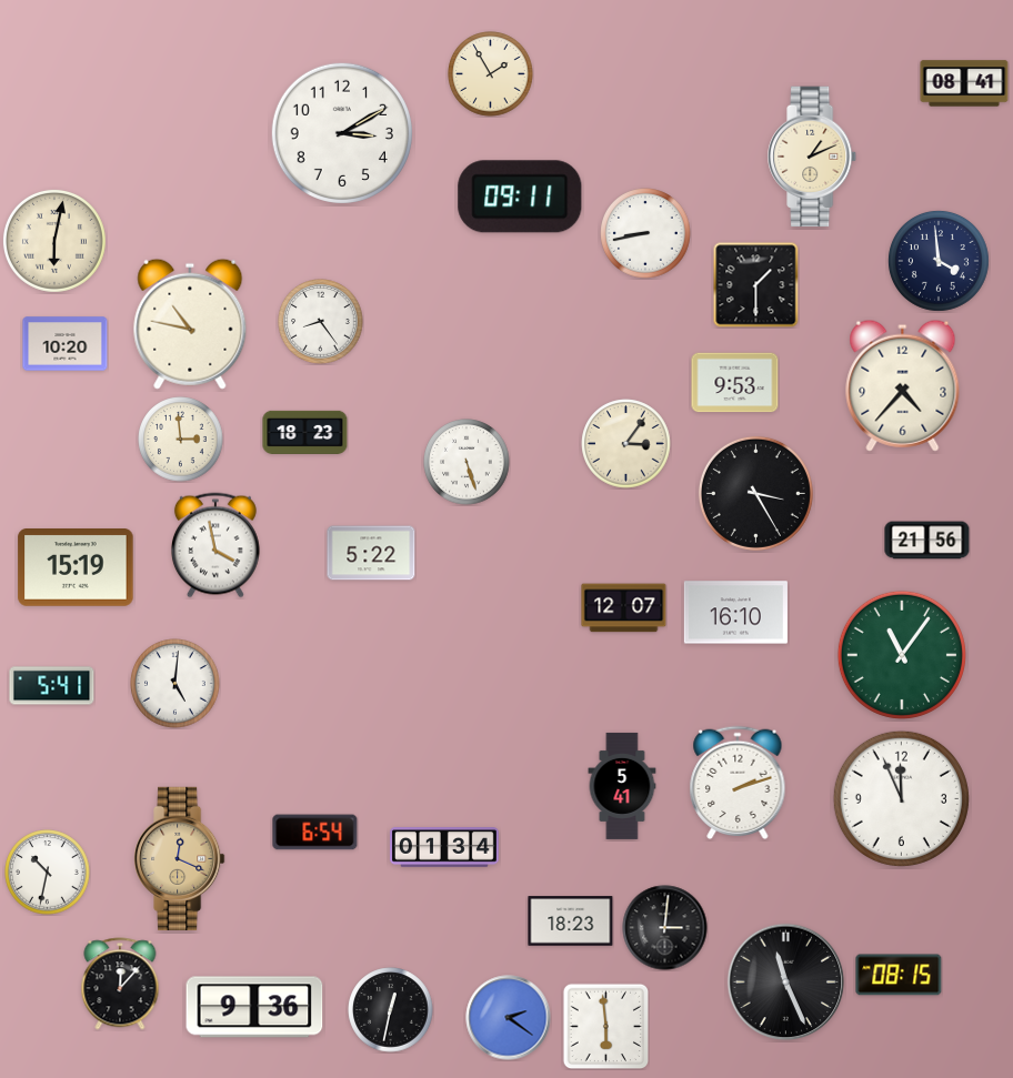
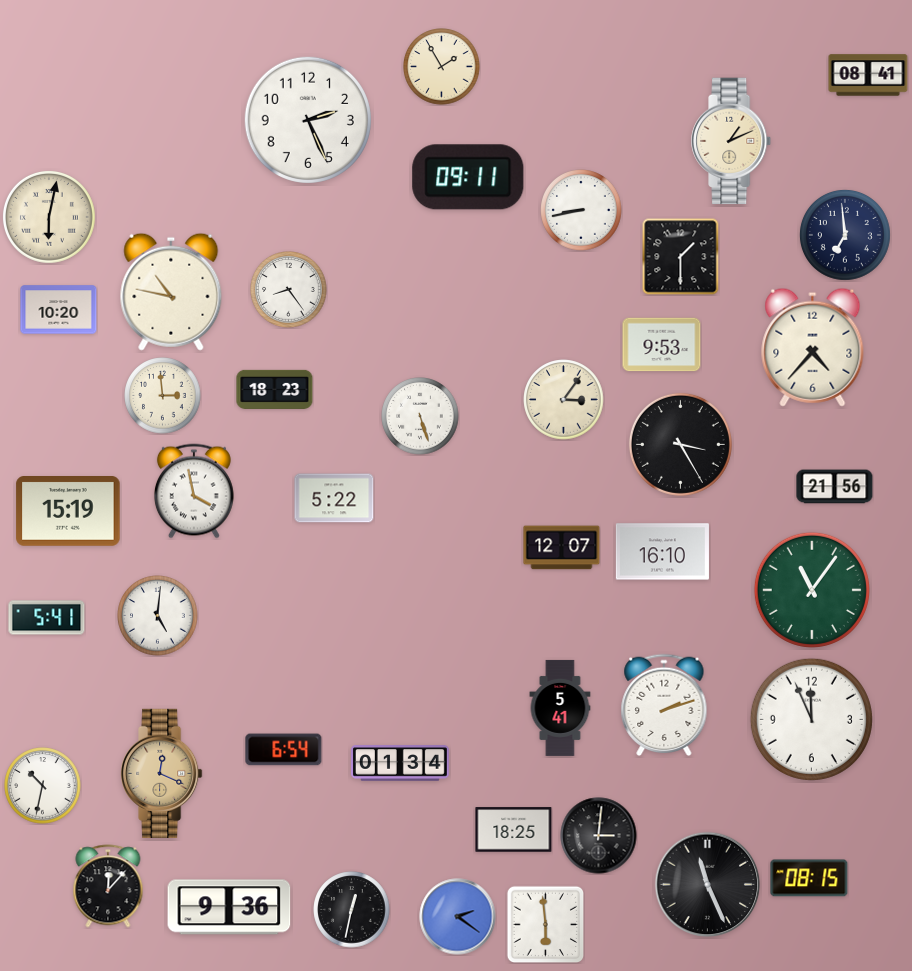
clock at (342, 133): 3:10 -> 2:26
clock at (939, 261): 3:59 -> 6:59
clock at (571, 921): 18:23 -> 18:25
